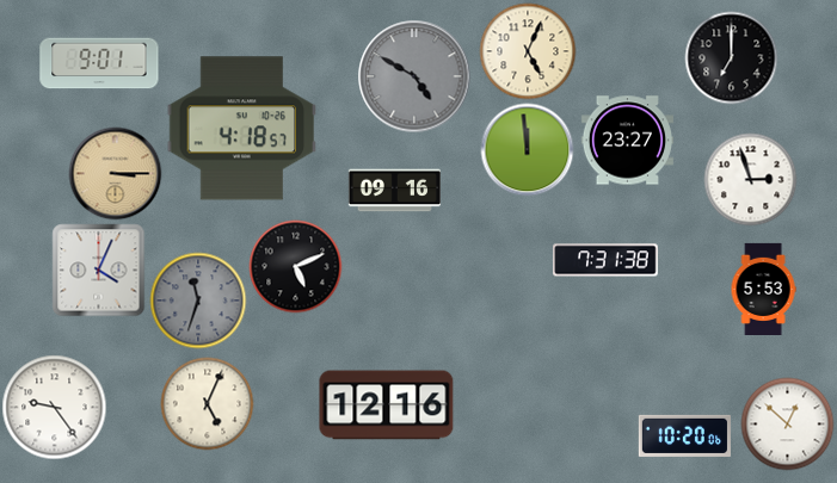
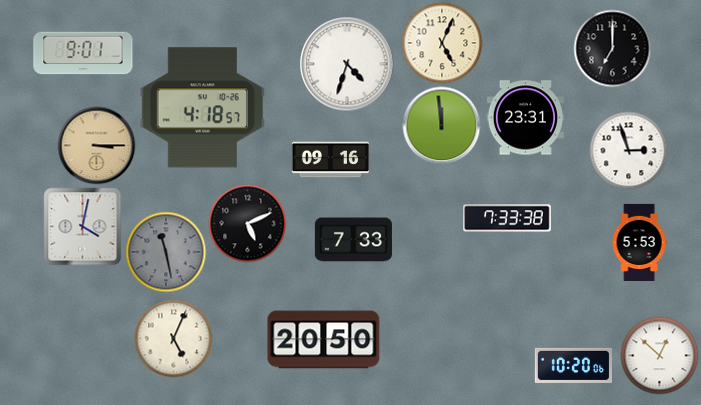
clock at (414, 76): 4:50 -> 4:33
clock at (414, 76) dial: grey -> white
clock at (627, 141): 23:27 -> 23:31
clock at (605, 260): 7:31 -> 7:33
clock at (98, 270): 4:04 -> 4:02
clock at (353, 240): none -> 7:33
clock at (198, 301): 11:33 -> 11:28
clock at (387, 405): 12:16 -> 20:50
clock at (54, 407): 9:24 -> none
